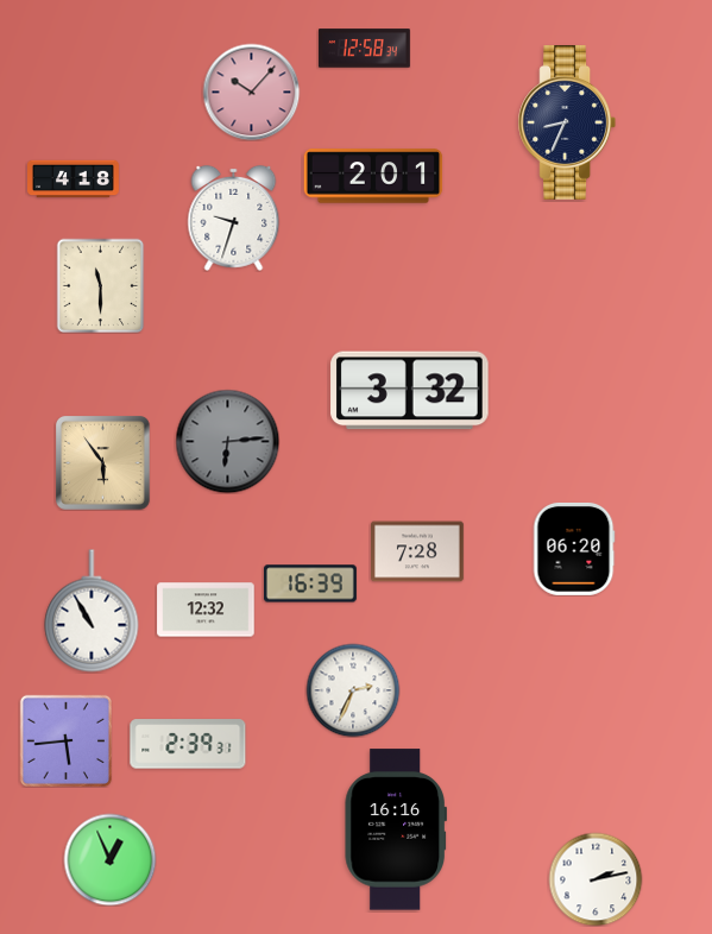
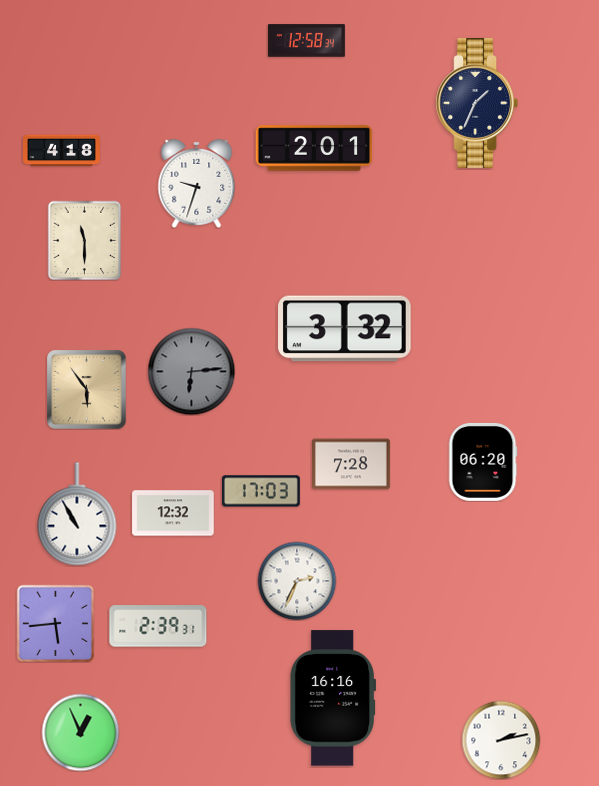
clock at (251, 91): 10:07 -> none
clock at (567, 124): 8:34 -> 1:34
clock at (310, 583): 16:39 -> 17:03
clock at (109, 859) position: (109, 859) -> (80, 732)
